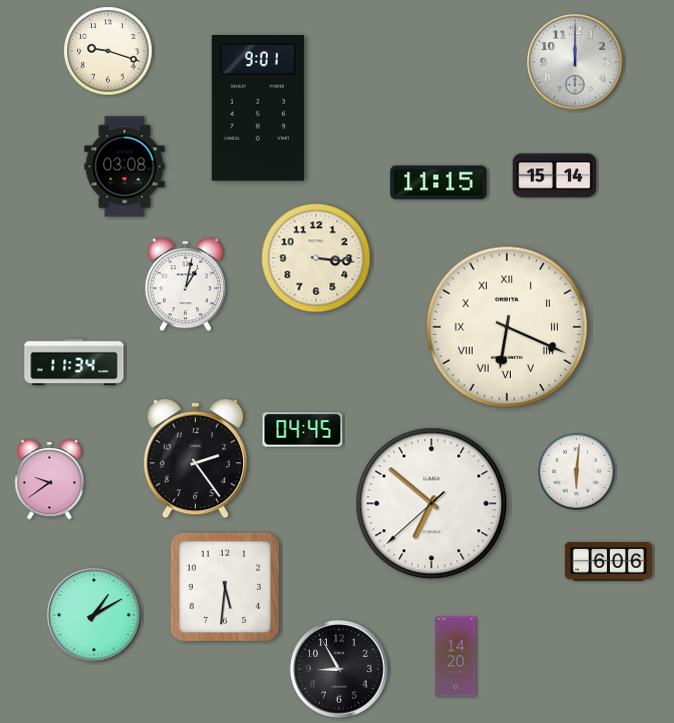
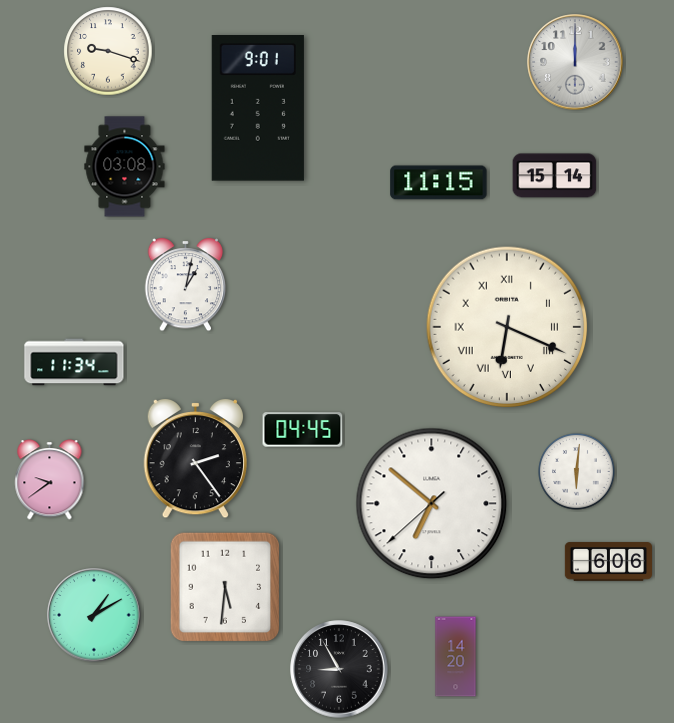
clock at (316, 258): 3:16 -> none
